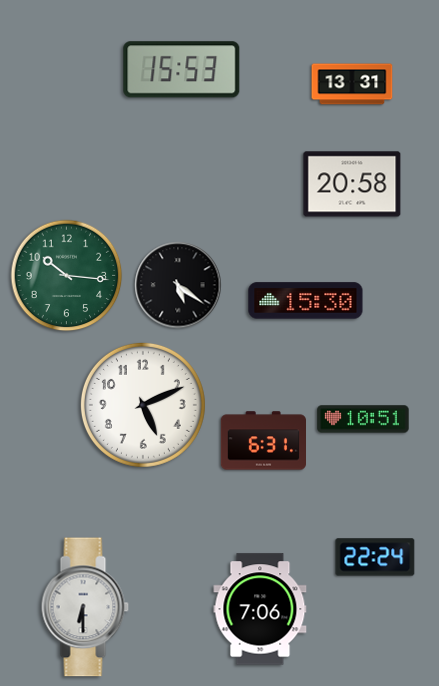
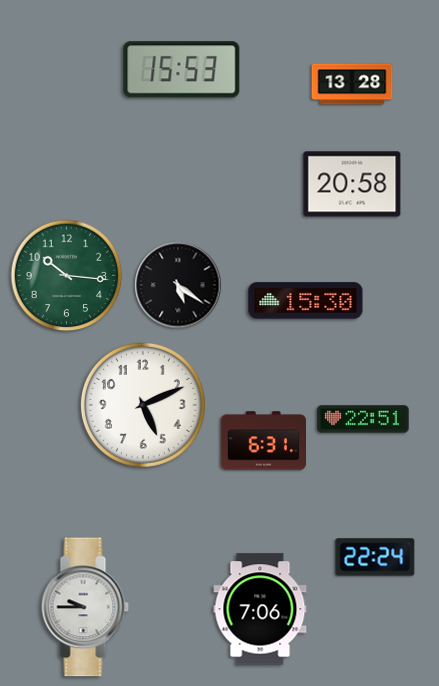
clock at (352, 84): 13:31 -> 13:28
clock at (363, 419): 10:51 -> 22:51
clock at (85, 607): 6:30 -> 9:45
